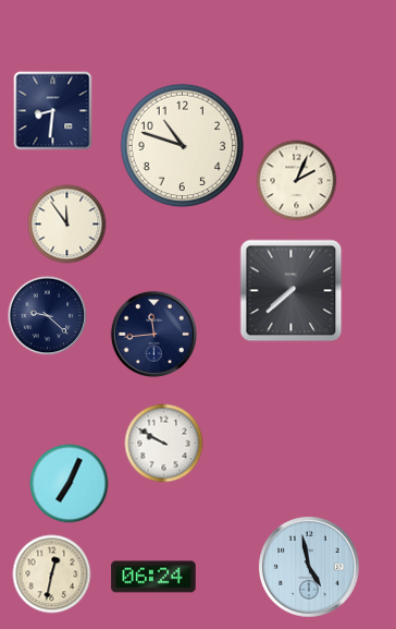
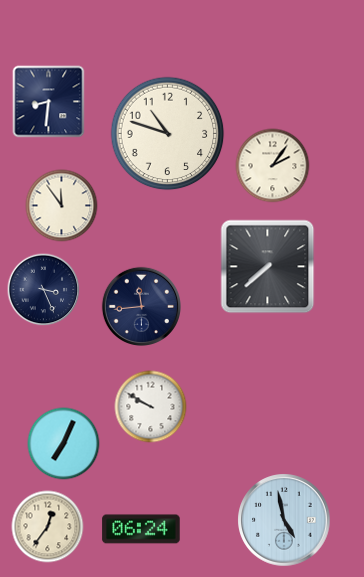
clock at (297, 181): 2:04 -> 2:06
clock at (48, 316): 9:22 -> 3:26
clock at (52, 574): 12:32 -> 12:36
